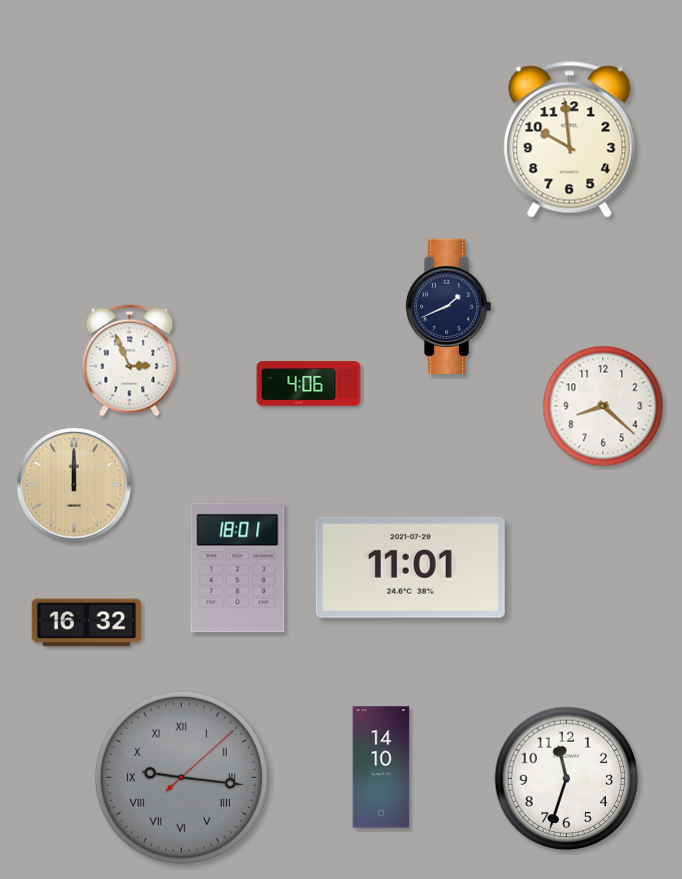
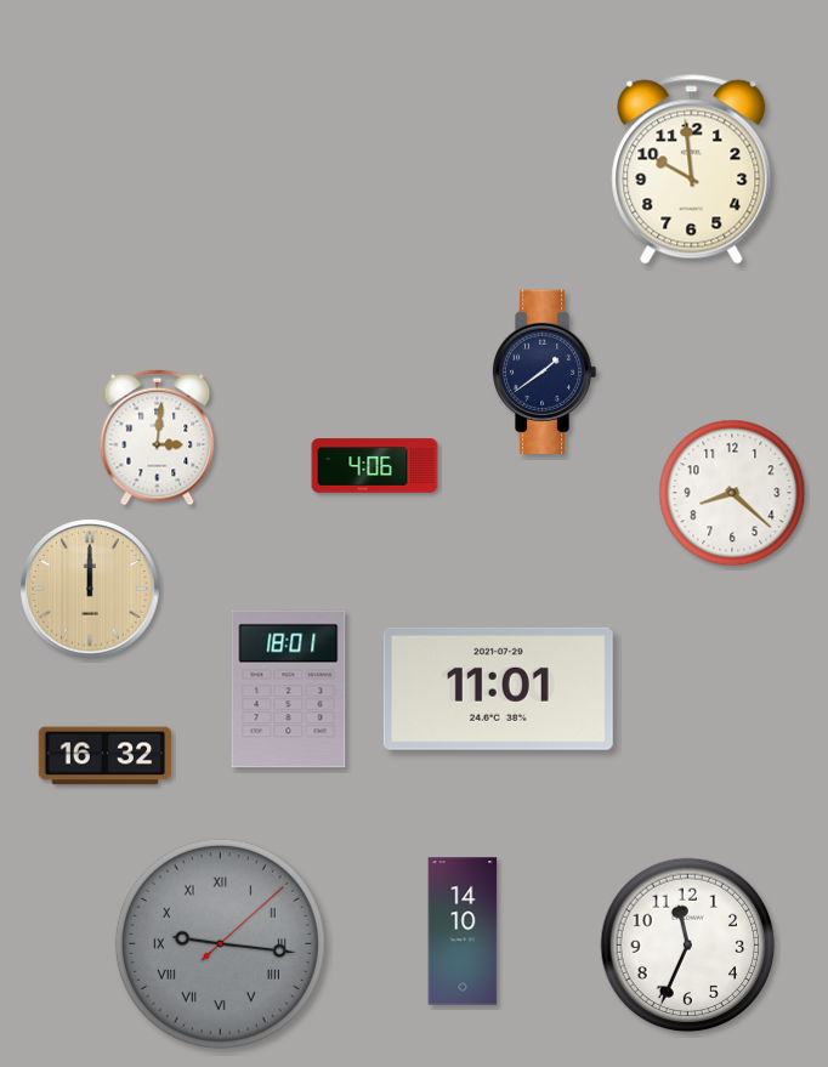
clock at (448, 306): 1:41 -> 1:39
clock at (130, 361): 2:56 -> 3:01
clock at (567, 779): 11:33 -> 11:34
